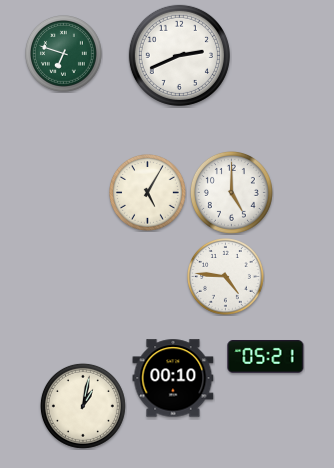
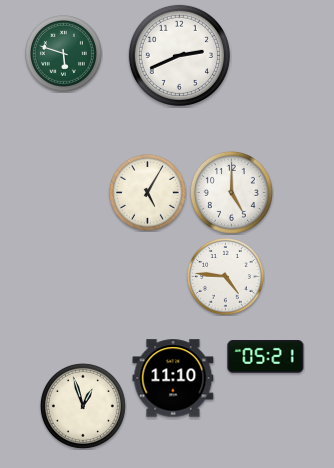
clock at (64, 54): 6:48 -> 5:48
clock at (173, 378): 00:10 -> 11:10
clock at (83, 406): 1:02 -> 12:57
